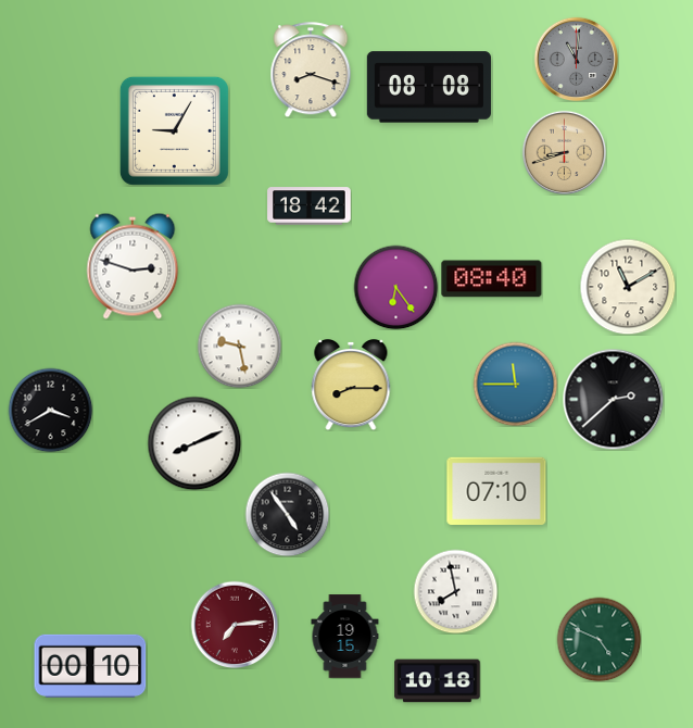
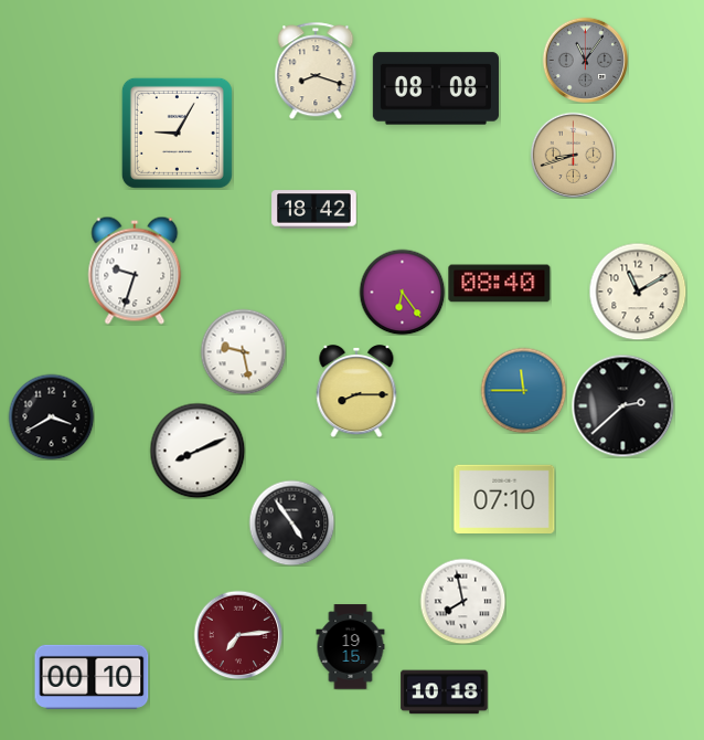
clock at (576, 59): 11:01 -> 11:06
clock at (133, 266): 2:48 -> 9:33
clock at (598, 639): 4:49 -> none
